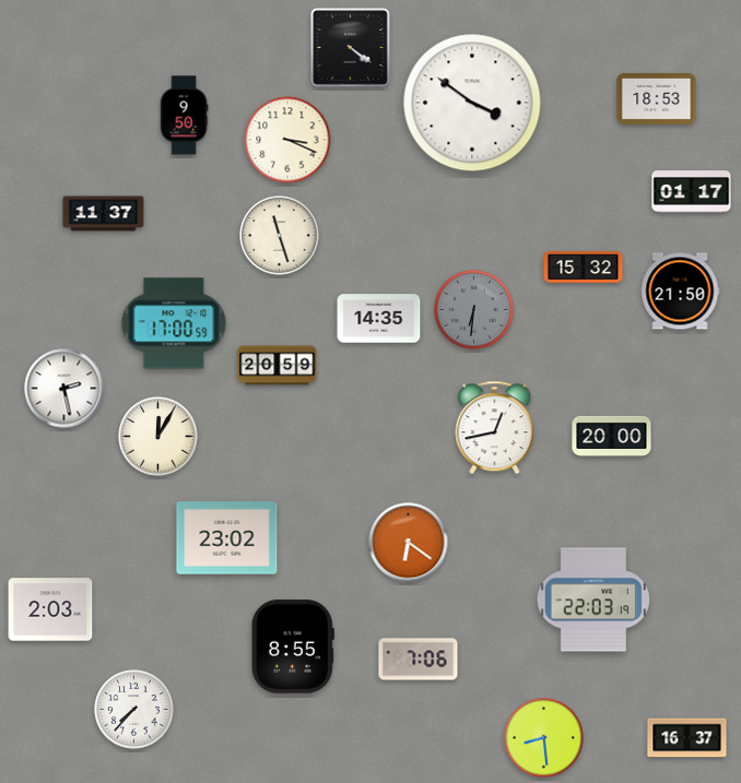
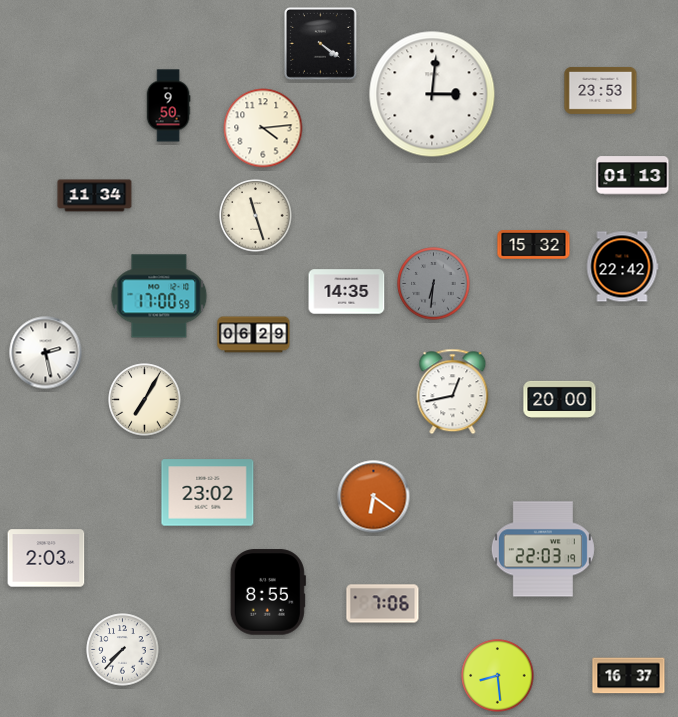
clock at (657, 99): 18:53 -> 23:53
clock at (472, 103): 3:51 -> 3:01
clock at (287, 140): 3:19 -> 4:14
clock at (692, 192): 01:17 -> 01:13
clock at (104, 214): 11:37 -> 11:34
clock at (680, 292): 21:50 -> 22:42
clock at (278, 366): 20:59 -> 06:29
clock at (64, 389) position: (64, 389) -> (46, 353)
clock at (158, 437): 12:05 -> 7:05
